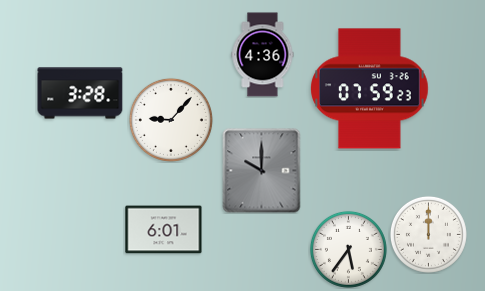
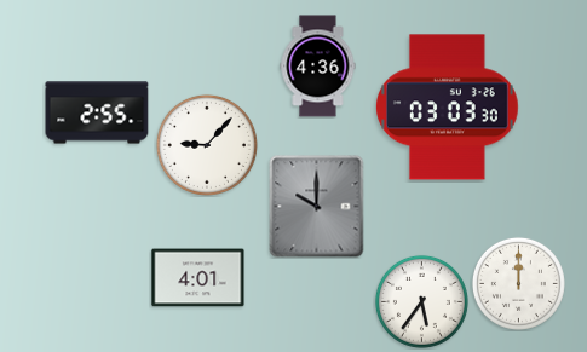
clock at (370, 89): 07:59 -> 03:03
clock at (80, 93): 3:28 -> 2:55
clock at (164, 230): 6:01 -> 4:01
